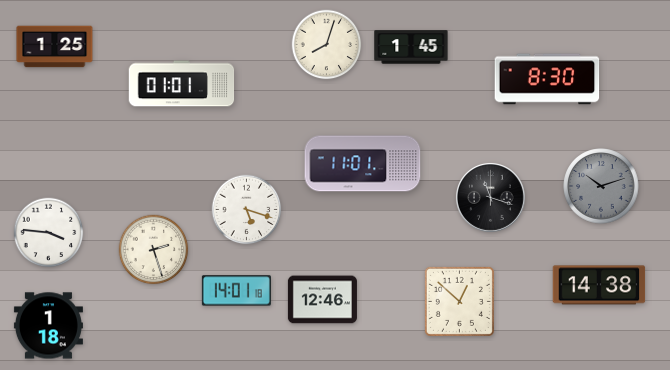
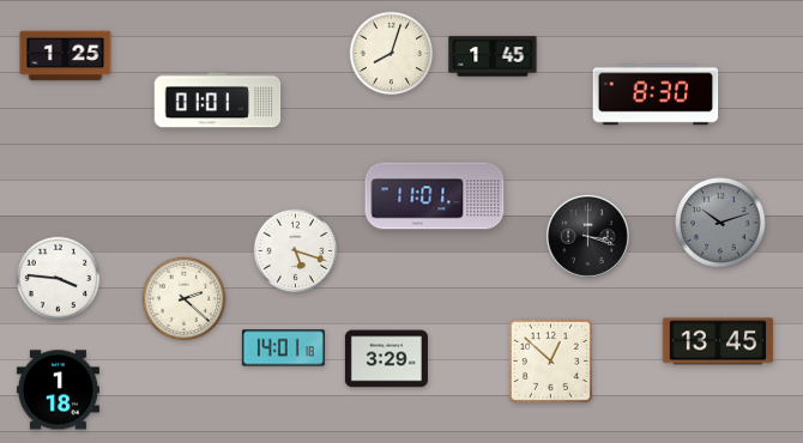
clock at (491, 198): 11:18 -> 3:18
clock at (154, 250): 2:27 -> 2:22
clock at (599, 285): 14:38 -> 13:45
clock at (322, 300): 12:46 -> 3:29
